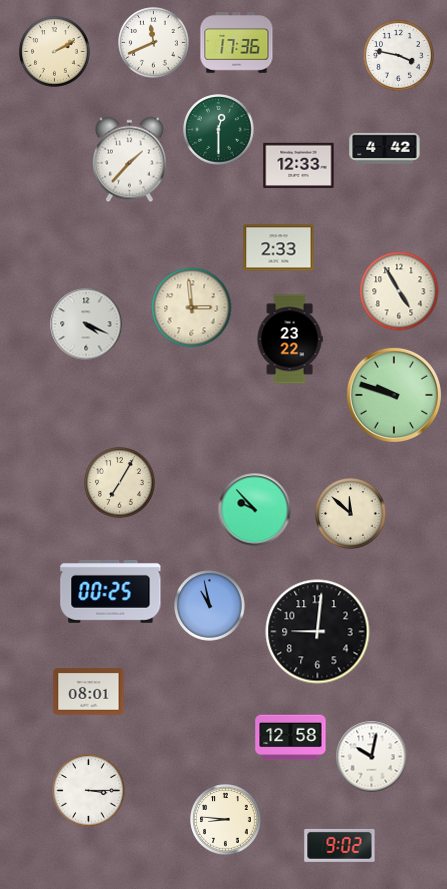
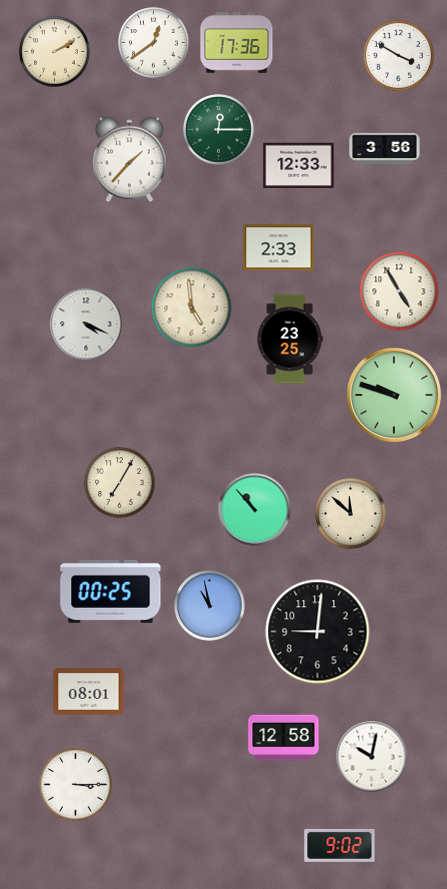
clock at (154, 43): 11:41 -> 12:39
clock at (399, 56): 3:47 -> 3:50
clock at (219, 130): 12:30 -> 12:15
clock at (385, 148): 4:42 -> 3:56
clock at (192, 308): 2:59 -> 4:59
clock at (290, 339): 23:22 -> 23:25
clock at (255, 510): 9:53 -> 10:53
clock at (291, 738) position: (291, 738) -> (284, 738)
clock at (89, 791) position: (89, 791) -> (76, 785)
clock at (226, 820): 8:46 -> none
